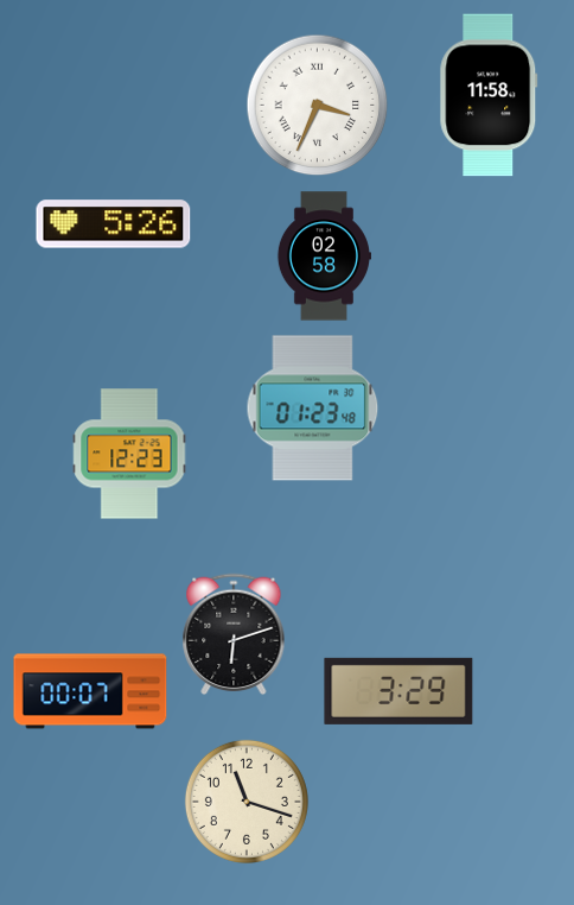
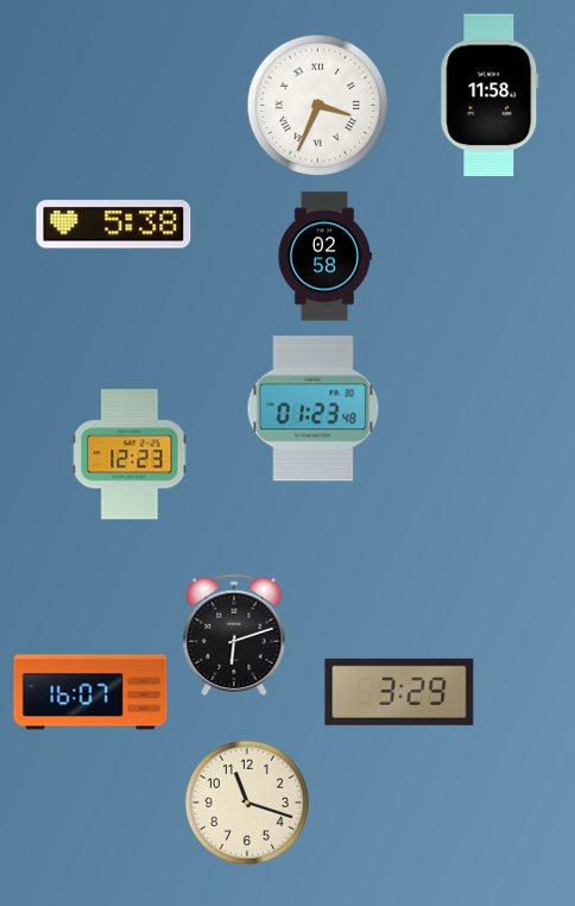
clock at (114, 224): 5:26 -> 5:38
clock at (90, 691): 00:07 -> 16:07
